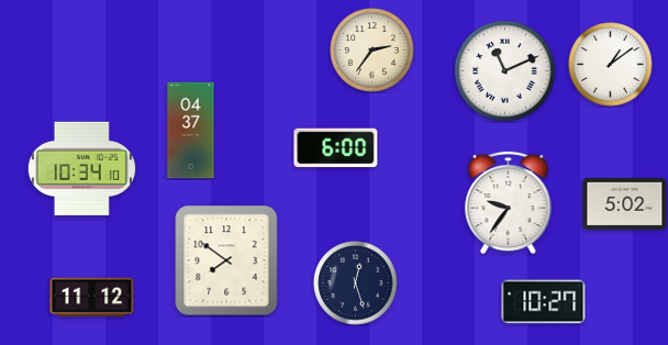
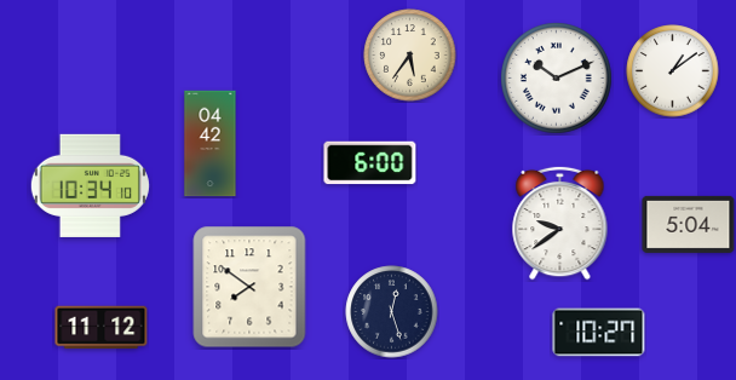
clock at (372, 51): 2:36 -> 5:36
clock at (505, 71): 11:11 -> 10:11
clock at (191, 131): 04:37 -> 04:42
clock at (509, 202): 9:36 -> 9:39
clock at (625, 203): 5:02 -> 5:04
